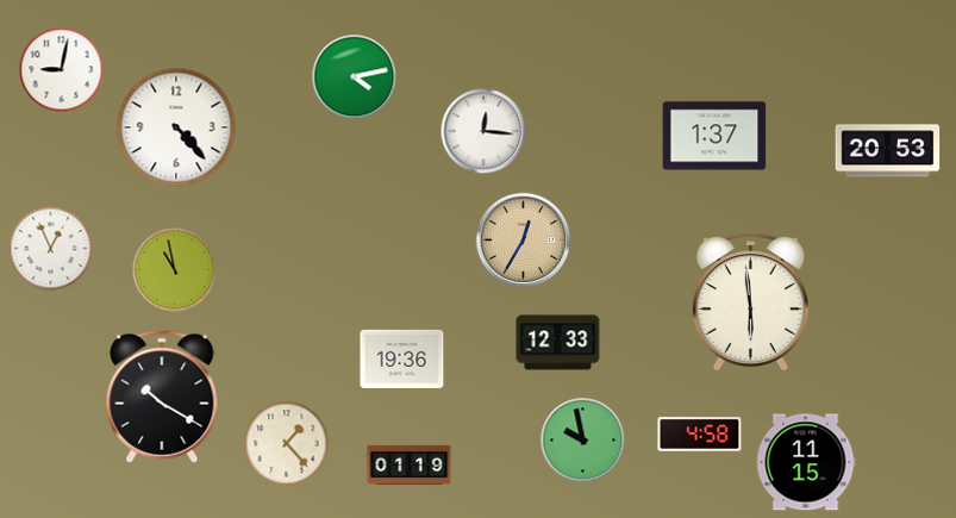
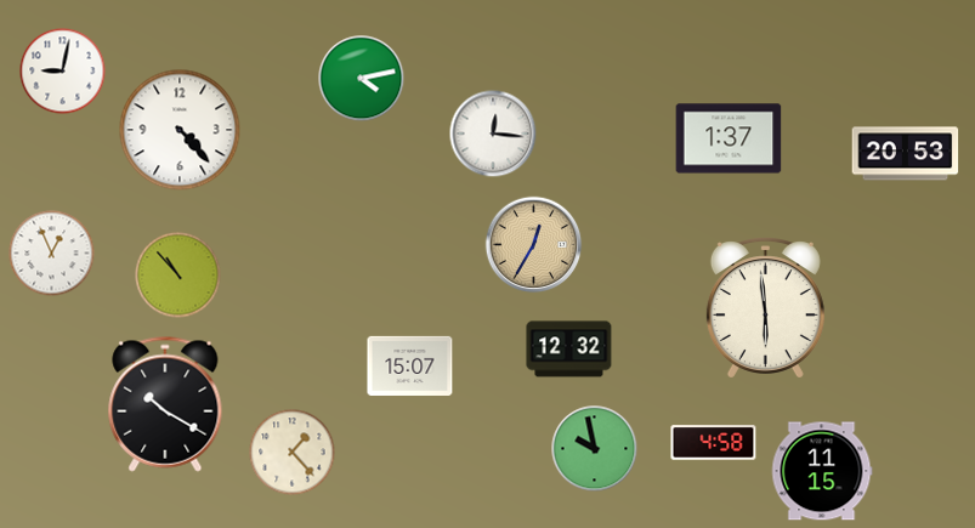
clock at (175, 270): 10:58 -> 10:53
clock at (558, 343): 12:33 -> 12:32
clock at (402, 358): 19:36 -> 15:07
clock at (410, 464): 01:19 -> none
